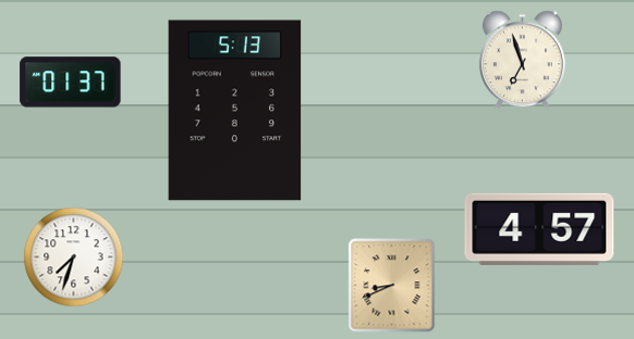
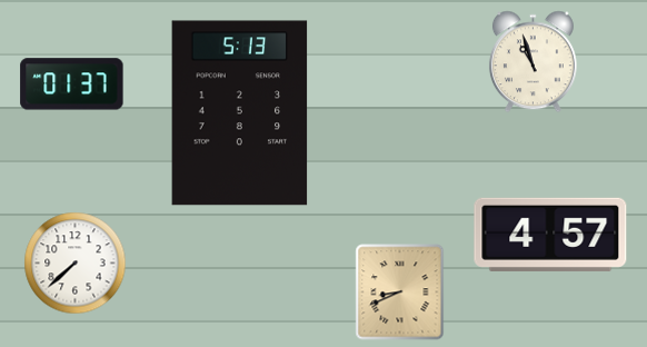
clock at (522, 61): 6:57 -> 10:57
clock at (74, 258): 7:33 -> 7:38
